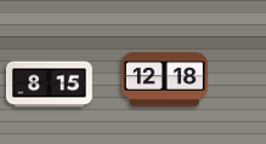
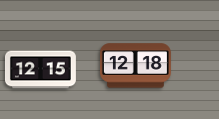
clock at (49, 85): 8:15 -> 12:15
